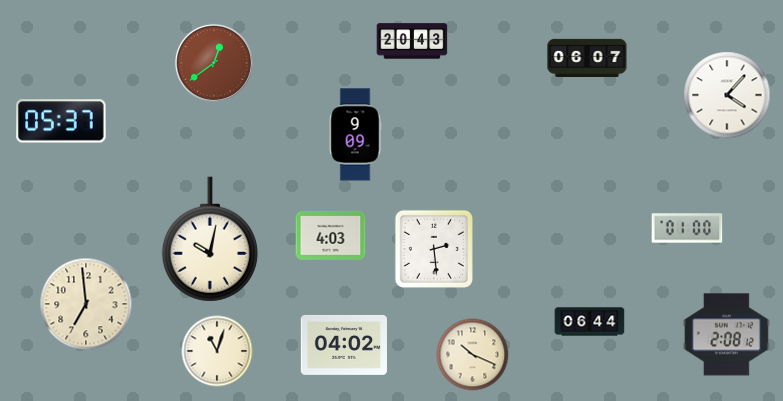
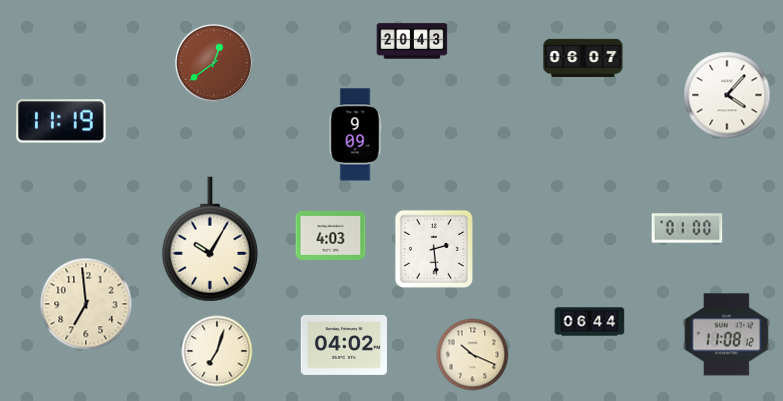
clock at (587, 57) position: (587, 57) -> (583, 57)
clock at (61, 121): 05:37 -> 11:19
clock at (210, 239): 10:02 -> 10:05
clock at (726, 335): 2:08 -> 11:08
clock at (217, 351): 11:03 -> 7:03
